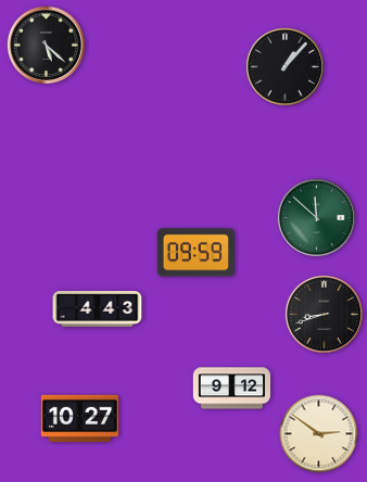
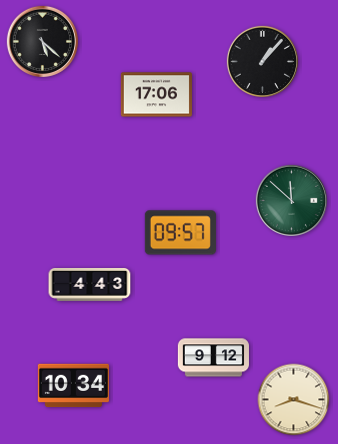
clock at (156, 95): none -> 17:06
clock at (195, 253): 09:59 -> 09:57
clock at (324, 314): 8:42 -> none
clock at (79, 419): 10:27 -> 10:34
clock at (319, 434): 2:51 -> 8:18
